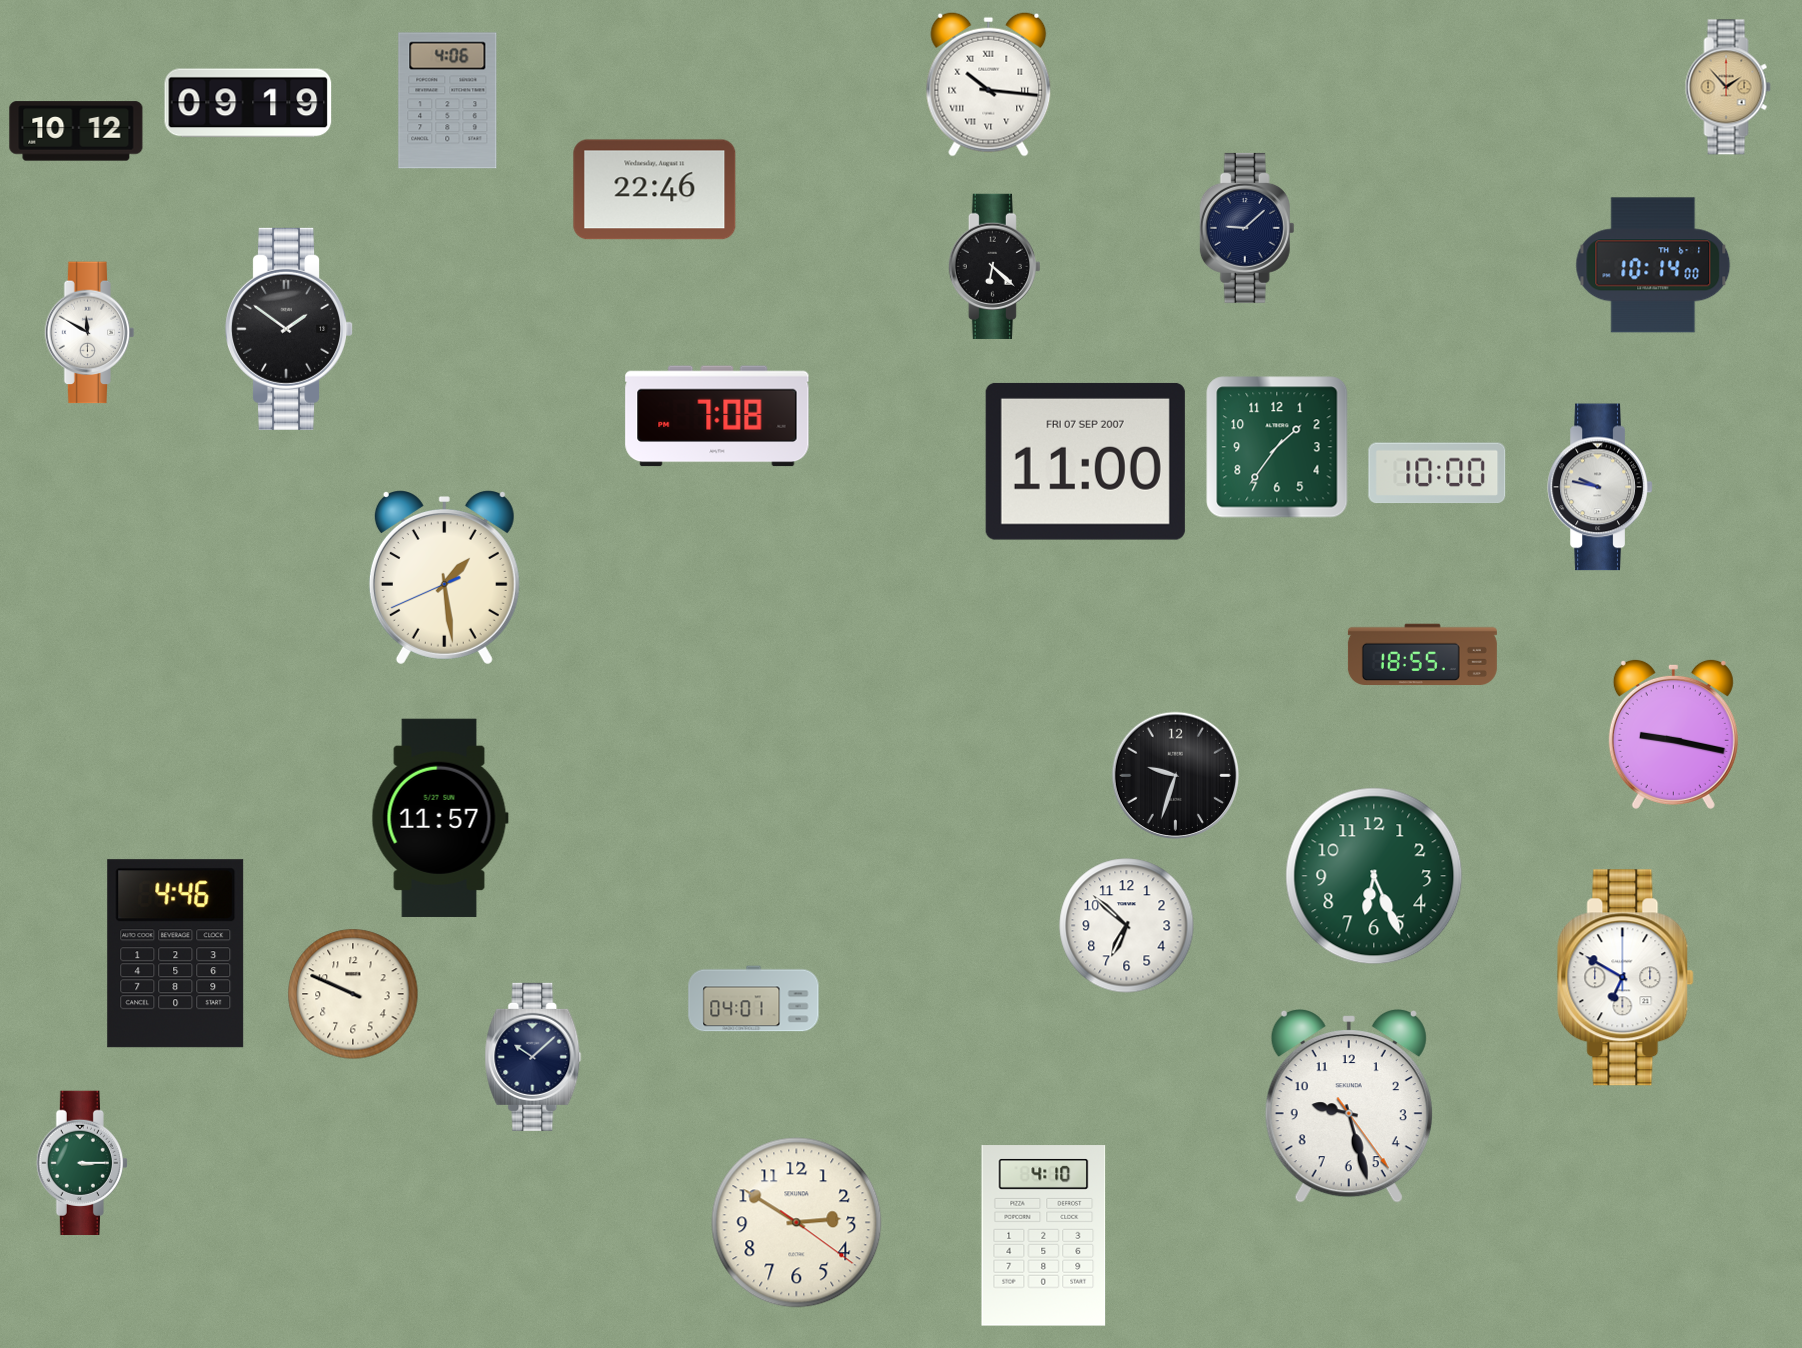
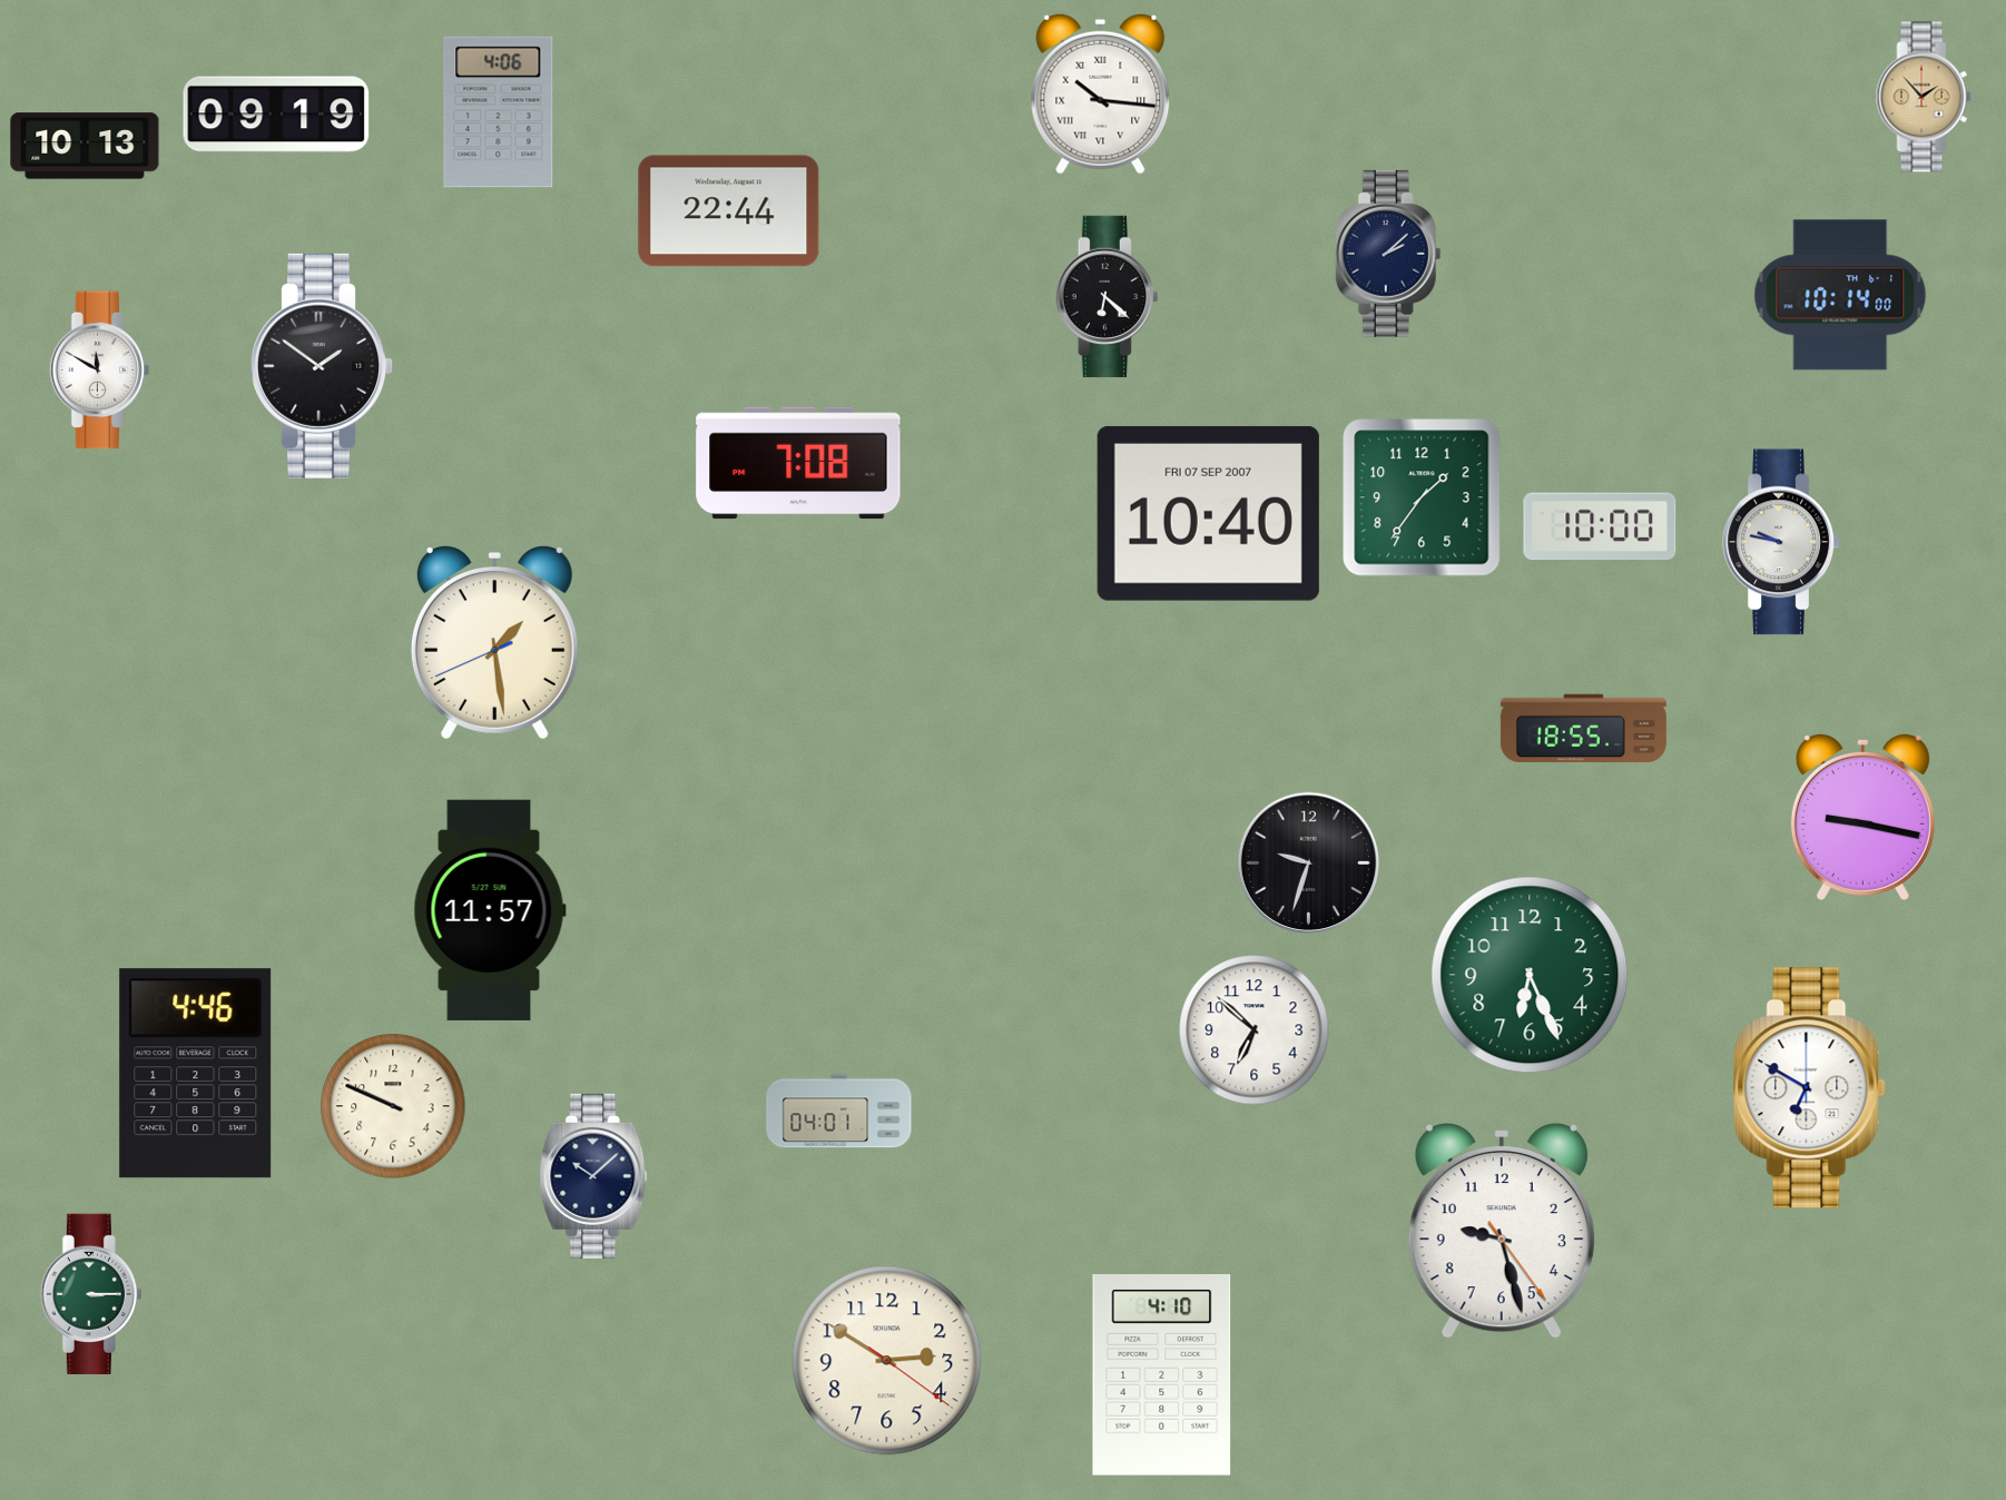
clock at (76, 131): 10:12 -> 10:13
clock at (655, 190): 22:46 -> 22:44
clock at (1247, 228): 9:08 -> 2:08
clock at (1085, 461): 11:00 -> 10:40
clock at (176, 954) position: (176, 954) -> (196, 1074)
